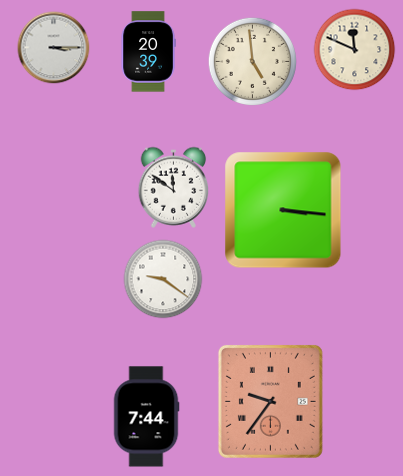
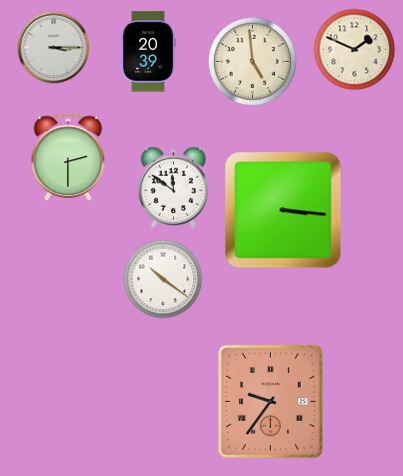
clock at (355, 50): 11:49 -> 1:49
clock at (68, 158): none -> 2:30
clock at (163, 279): 9:21 -> 10:21
clock at (146, 417): 7:44 -> none
